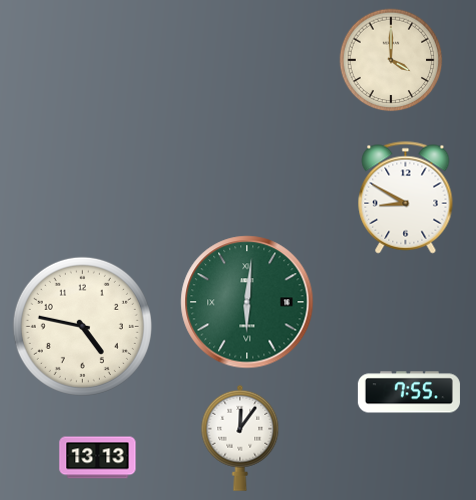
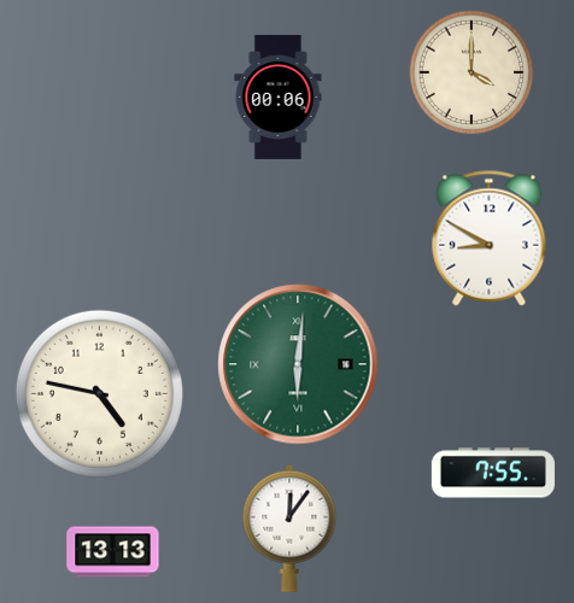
clock at (279, 96): none -> 00:06
clock at (98, 458) position: (98, 458) -> (113, 552)
